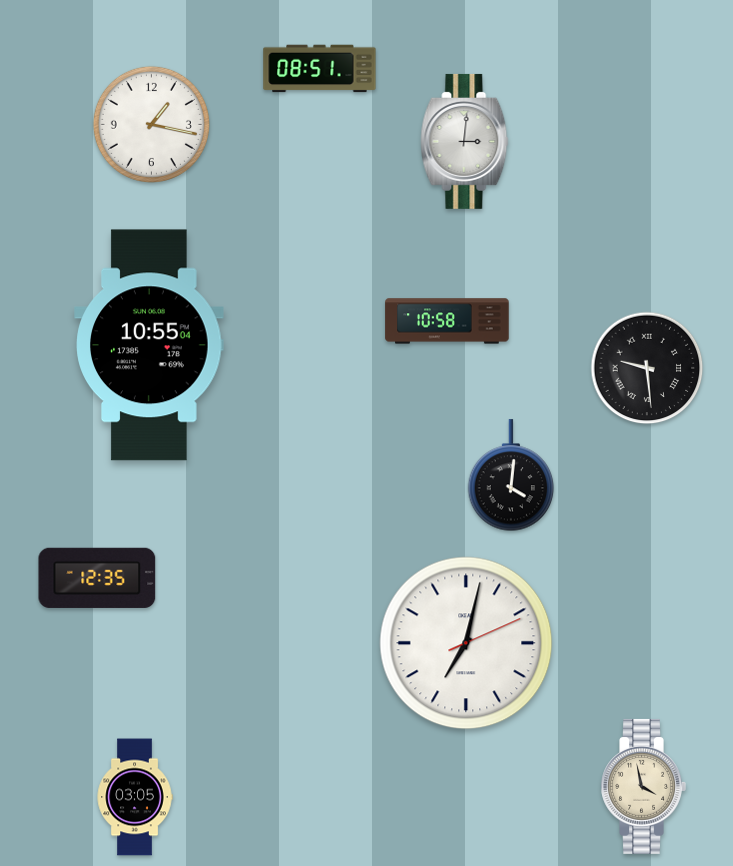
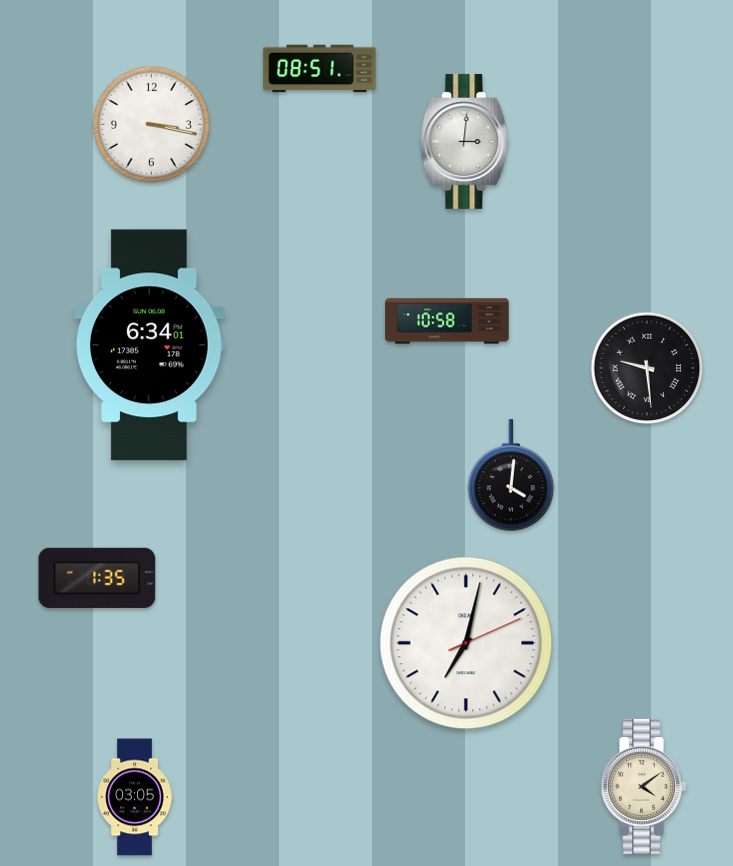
clock at (151, 124): 1:17 -> 3:17
clock at (149, 345): 10:55 -> 6:34
clock at (97, 578): 12:35 -> 1:35
clock at (643, 786): 3:58 -> 4:09
